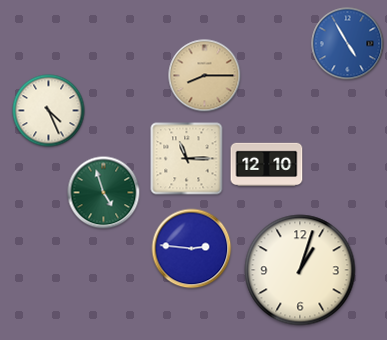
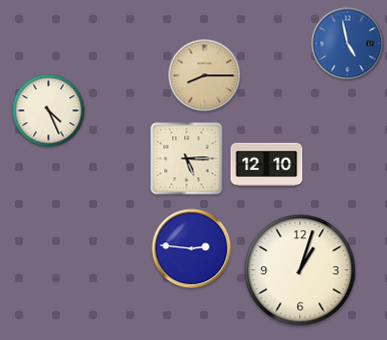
clock at (348, 44): 4:55 -> 4:58
clock at (187, 159): 11:15 -> 5:15
clock at (104, 193): 4:57 -> none
